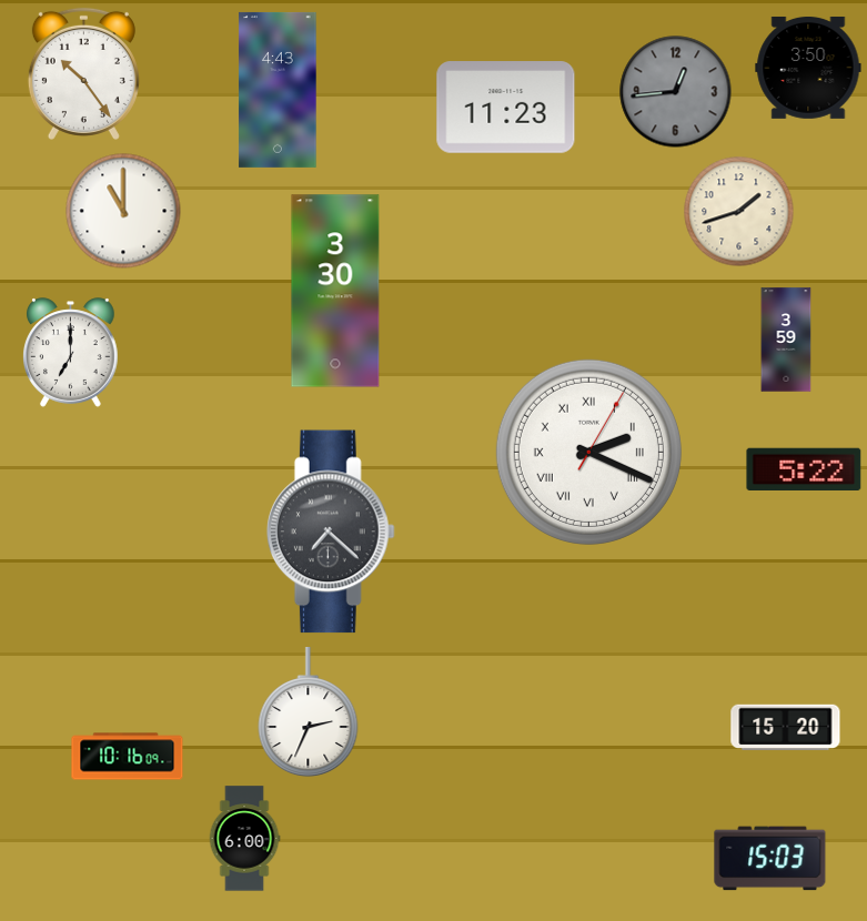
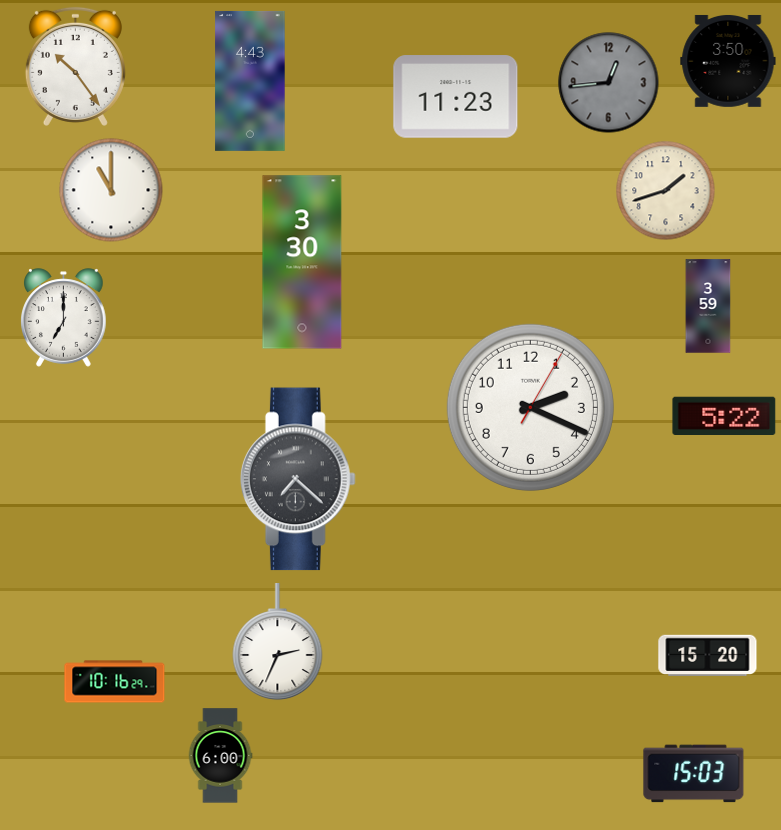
clock at (588, 452) numerals: Roman -> Arabic
clock at (804, 468) position: (804, 468) -> (724, 415)
clock at (128, 757): 10:16:09 -> 10:16:29
